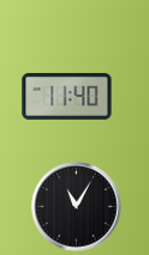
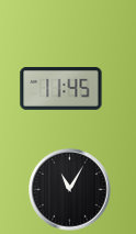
clock at (67, 97): 11:40 -> 11:45
